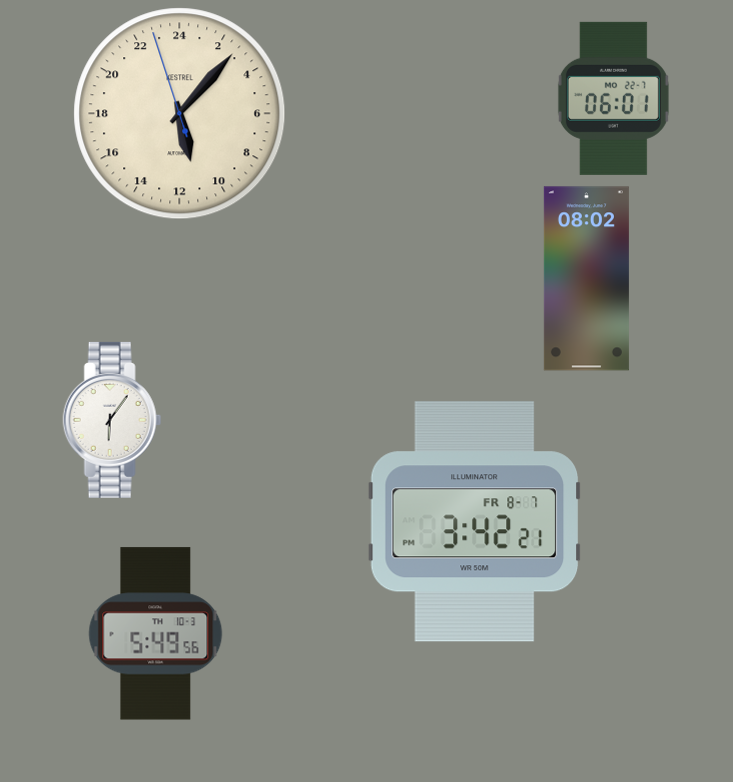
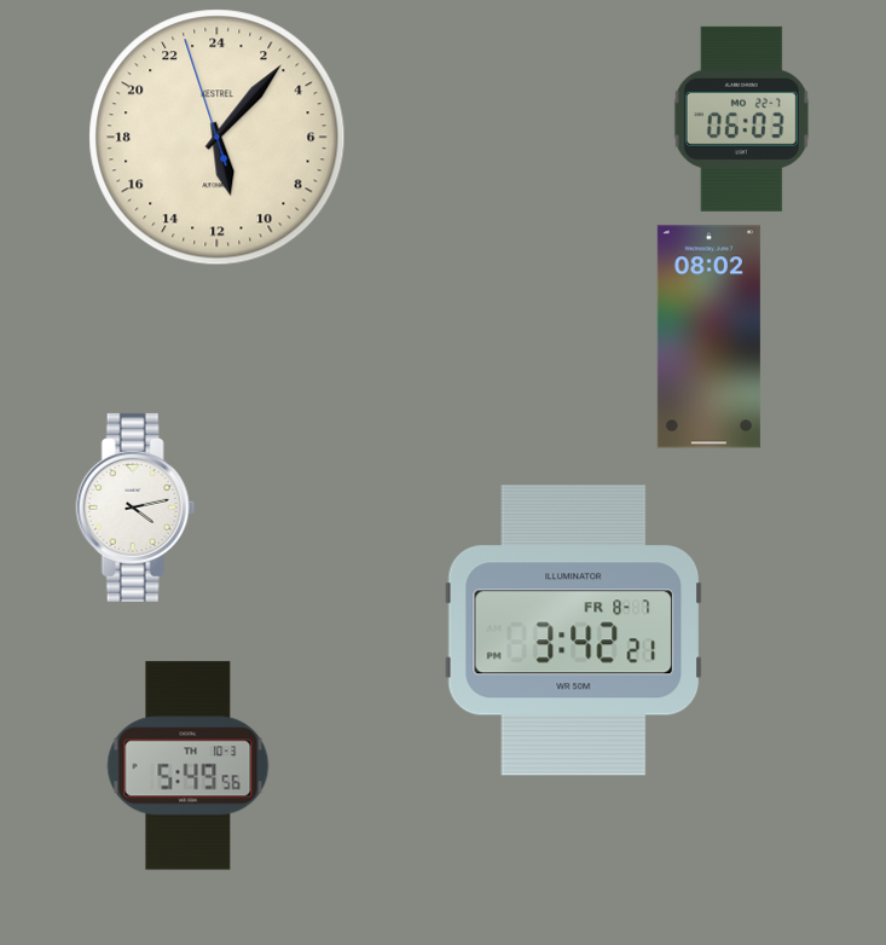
clock at (613, 98): 06:01 -> 06:03
clock at (112, 420): 6:06 -> 4:13
